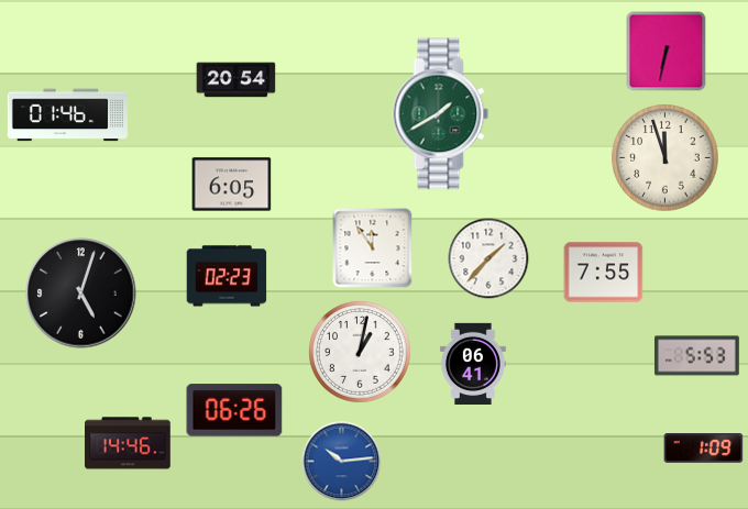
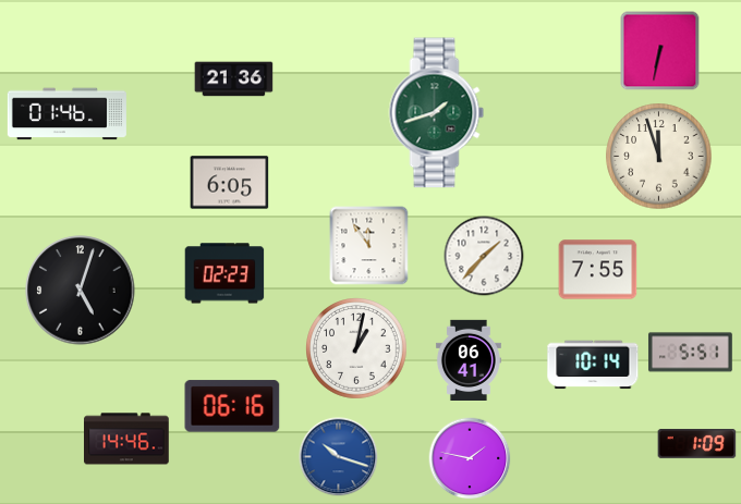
clock at (237, 80): 20:54 -> 21:36
clock at (441, 114): 1:40 -> 1:42
clock at (696, 356): 5:53 -> 5:51
clock at (593, 365): none -> 10:14
clock at (234, 410): 06:26 -> 06:16
clock at (342, 462): 10:14 -> 10:18
clock at (470, 458): none -> 1:47
